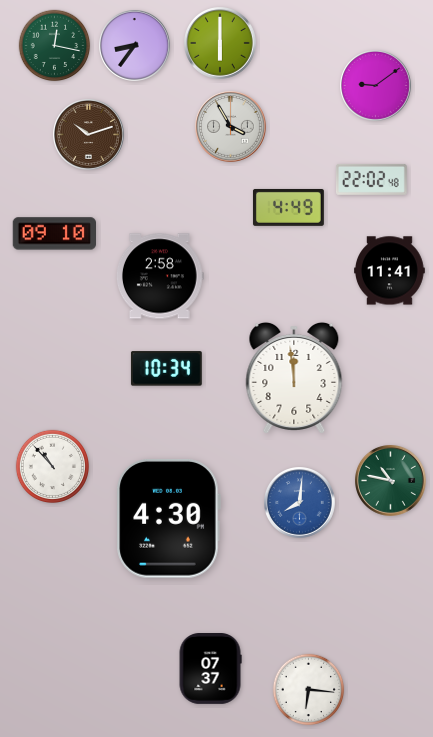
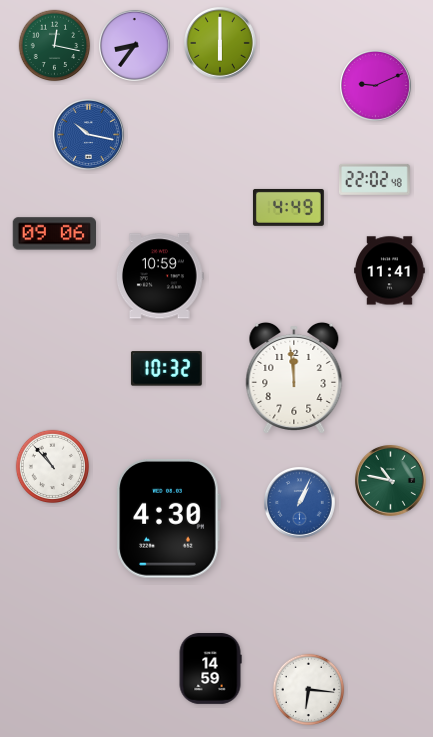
clock at (376, 86): 9:09 -> 9:11
clock at (231, 127): 3:55 -> none
clock at (89, 135): 10:12 -> 10:17
clock at (89, 135) dial: brown -> blue
clock at (371, 179) position: (371, 179) -> (374, 179)
clock at (55, 234): 09:10 -> 09:06
clock at (160, 276): 2:58 -> 10:59
clock at (166, 369): 10:34 -> 10:32
clock at (300, 503): 8:01 -> 1:04
clock at (210, 669): 07:37 -> 14:59
